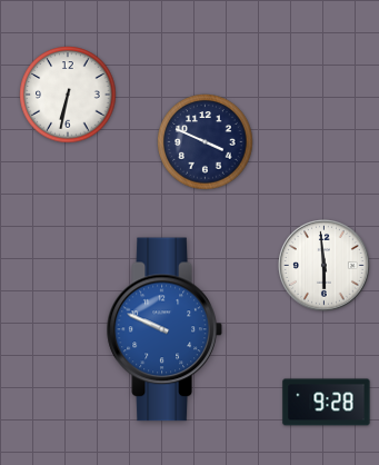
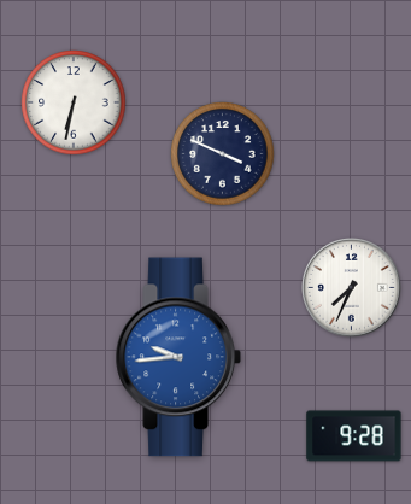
clock at (325, 266): 5:59 -> 7:34
clock at (164, 329): 9:49 -> 9:44
